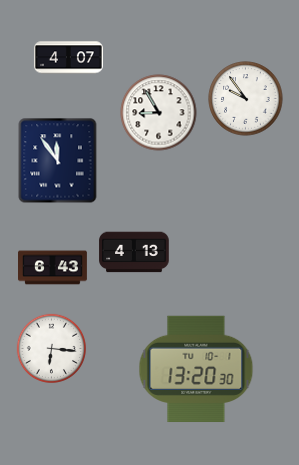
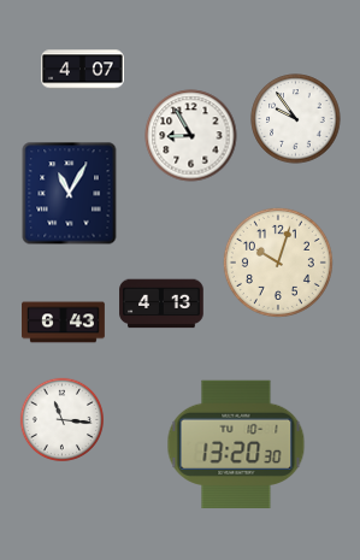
clock at (58, 161): 11:54 -> 11:05
clock at (278, 263): none -> 10:03
clock at (51, 348): 6:16 -> 11:16
